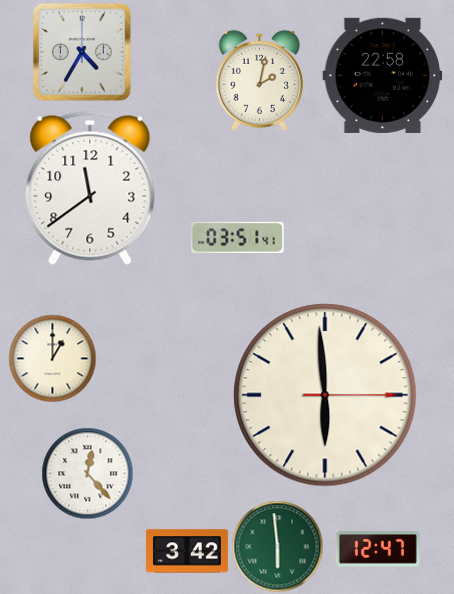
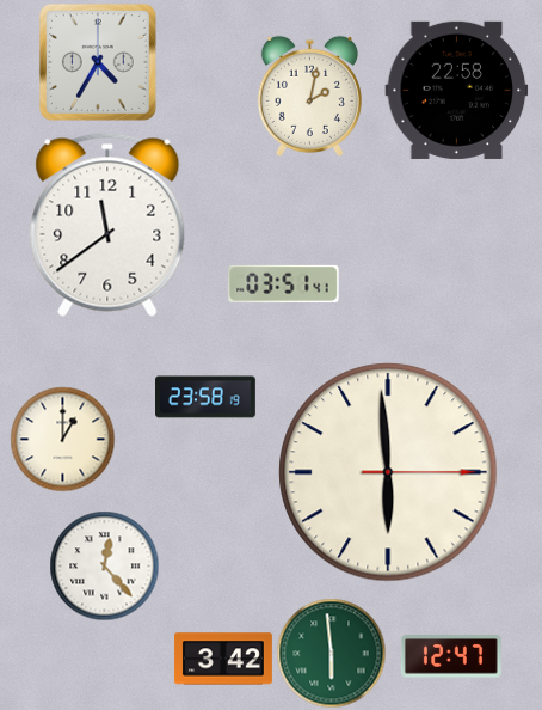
clock at (207, 397): none -> 23:58
clock at (52, 358) position: (52, 358) -> (62, 439)
